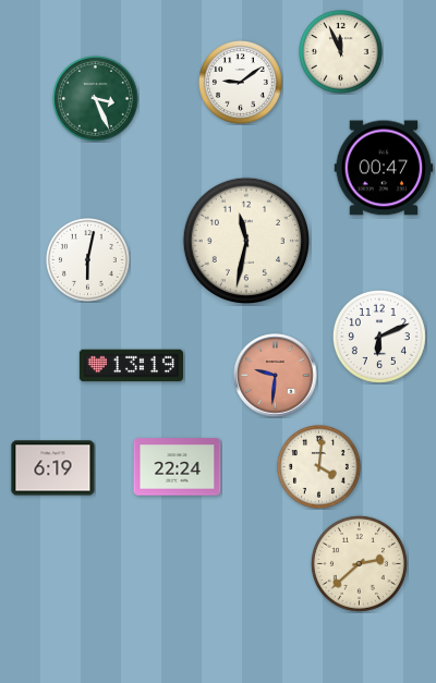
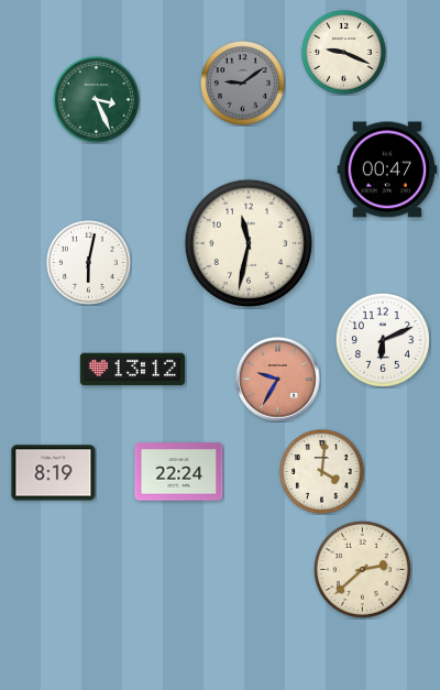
clock at (341, 52): 11:56 -> 9:19
clock at (241, 83) dial: white -> grey
clock at (131, 366): 13:19 -> 13:12
clock at (276, 376): 9:31 -> 9:35
clock at (53, 468): 6:19 -> 8:19
